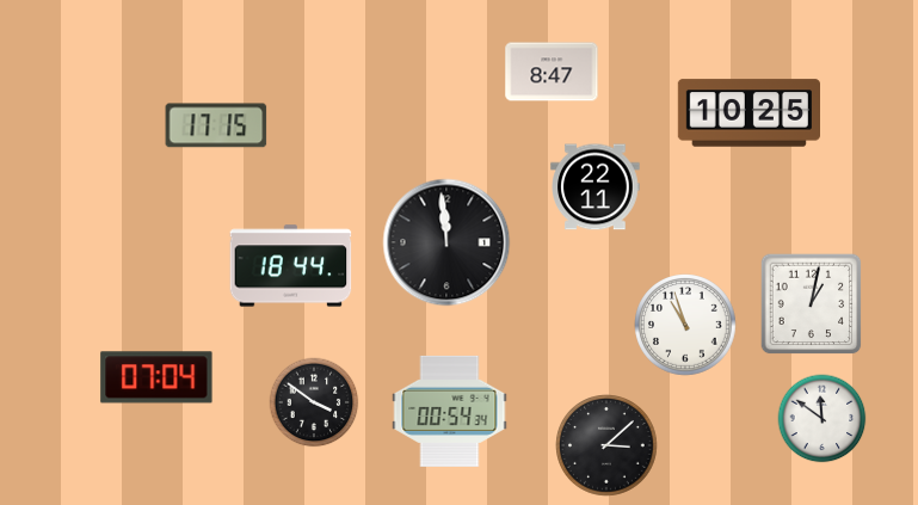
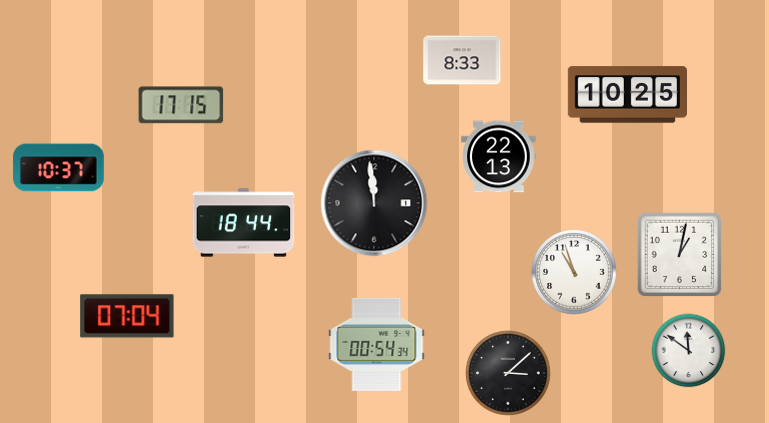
clock at (552, 72): 8:47 -> 8:33
clock at (596, 187): 22:11 -> 22:13
clock at (59, 168): none -> 10:37
clock at (156, 377) position: (156, 377) -> (127, 316)
clock at (314, 402): 3:51 -> none
